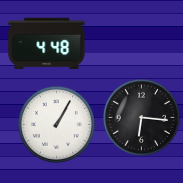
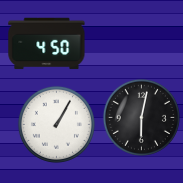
clock at (47, 44): 4:48 -> 4:50
clock at (141, 117): 6:16 -> 6:02
